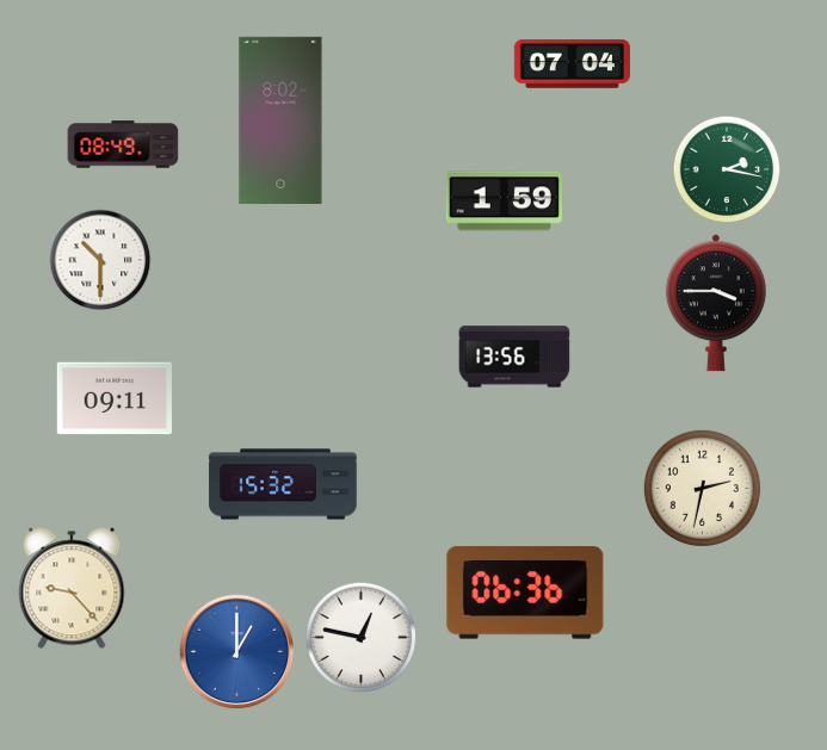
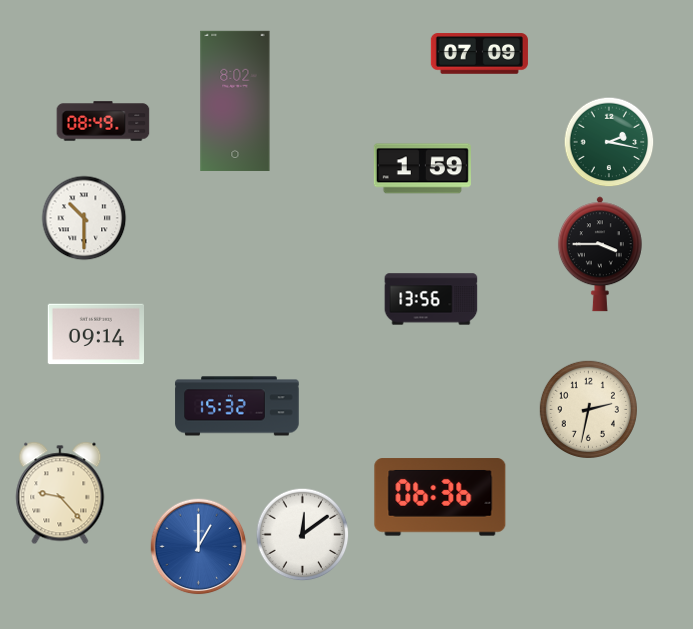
clock at (572, 64): 07:04 -> 07:09
clock at (113, 398): 09:11 -> 09:14
clock at (362, 638): 12:47 -> 12:09
